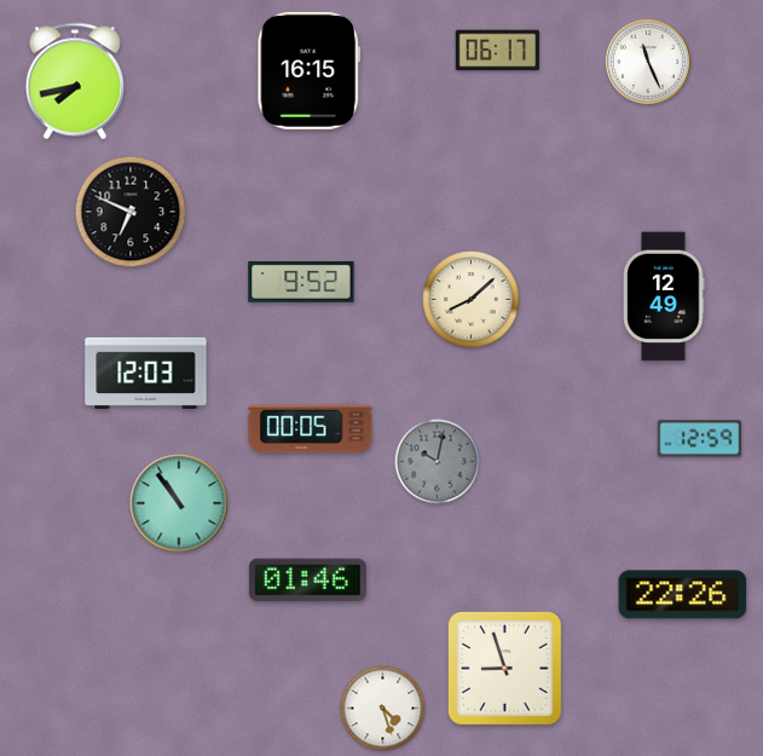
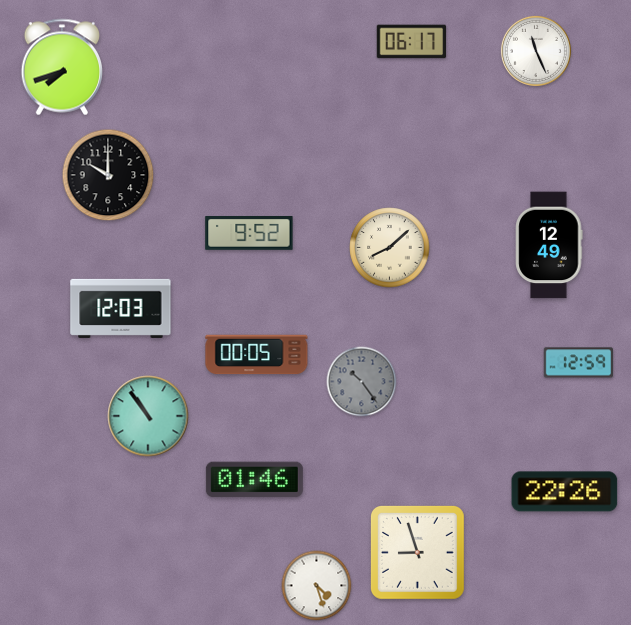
clock at (310, 70): 16:15 -> none
clock at (74, 81): 7:43 -> 7:42
clock at (131, 212): 6:49 -> 10:00
clock at (438, 462): 10:02 -> 10:24
